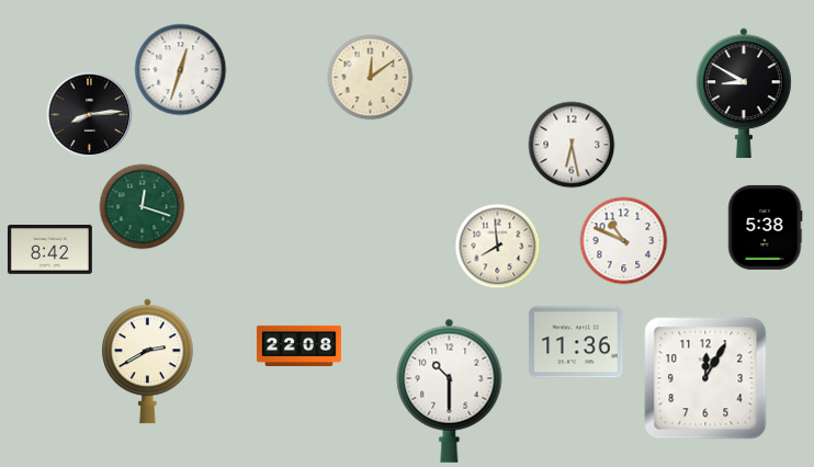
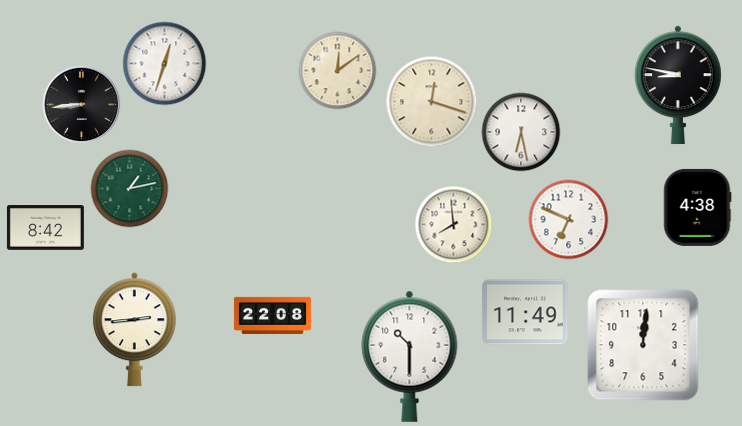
clock at (745, 93): 8:50 -> 8:47
clock at (431, 101): none -> 12:18
clock at (89, 114): 8:14 -> 8:44
clock at (142, 206): 12:18 -> 1:13
clock at (765, 227): 5:38 -> 4:38
clock at (623, 240): 10:49 -> 6:49
clock at (576, 342): 11:36 -> 11:49
clock at (147, 362): 2:40 -> 2:44
clock at (705, 378): 12:05 -> 12:01
